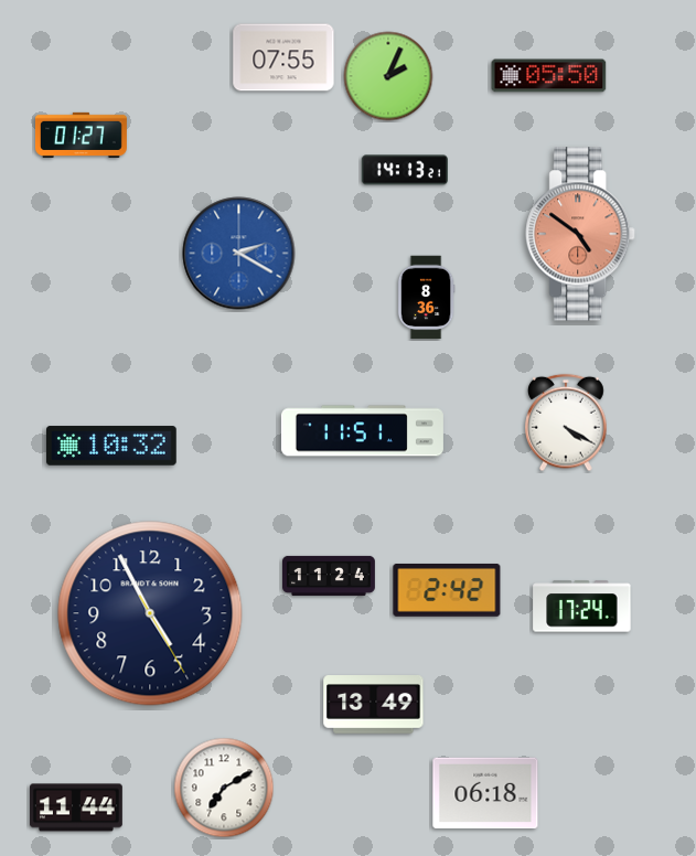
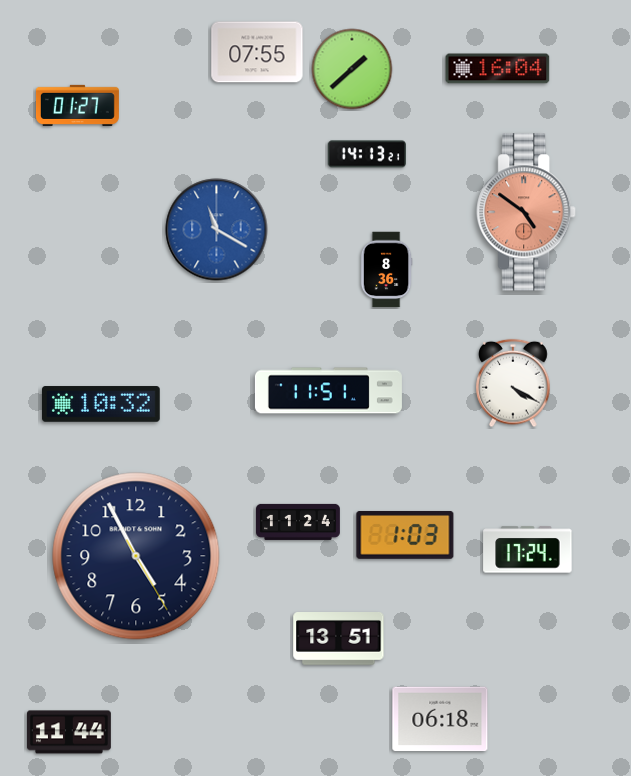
clock at (388, 76): 2:04 -> 1:38
clock at (549, 76): 05:50 -> 16:04
clock at (81, 135) position: (81, 135) -> (77, 105)
clock at (239, 254): 2:20 -> 11:20
clock at (447, 590): 2:42 -> 1:03
clock at (374, 705): 13:49 -> 13:51
clock at (224, 788): 7:10 -> none
